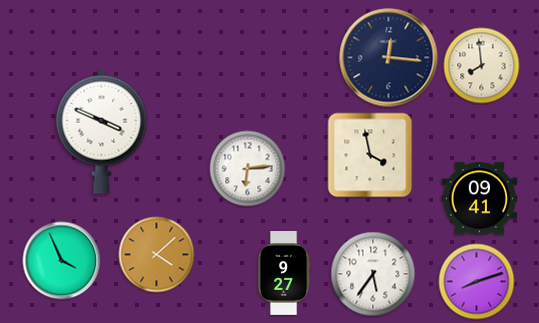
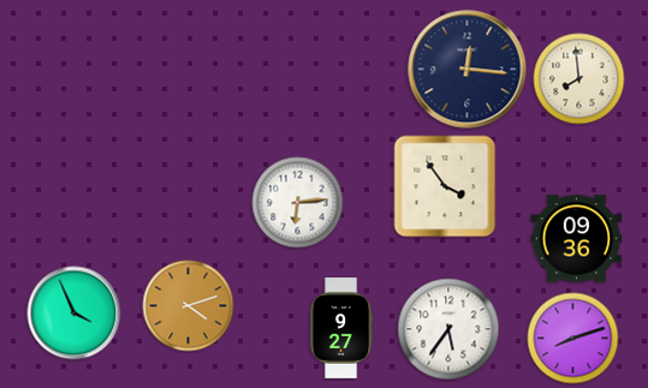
clock at (102, 131): 3:49 -> none
clock at (370, 155): 3:58 -> 3:54
clock at (480, 199): 09:41 -> 09:36
clock at (157, 255): 4:08 -> 4:12
